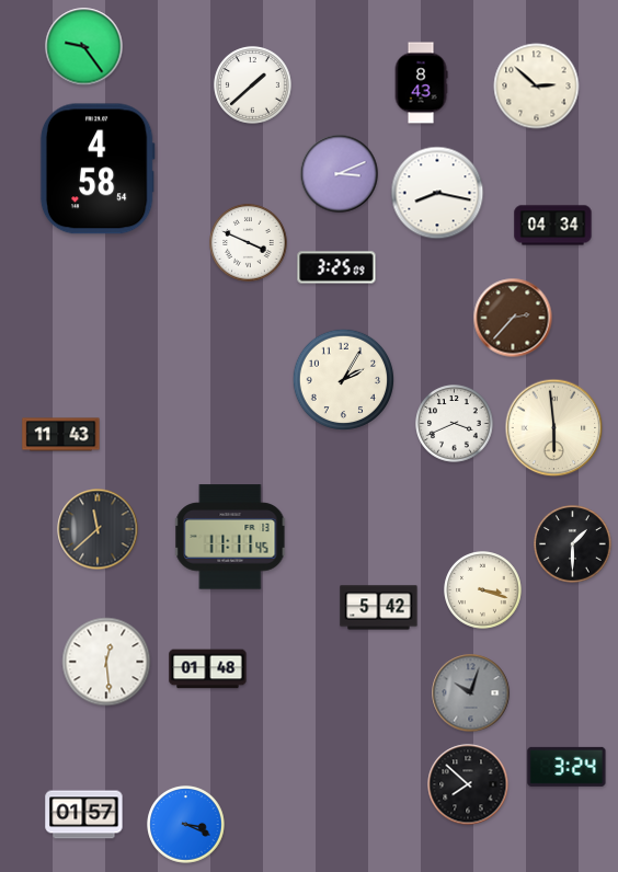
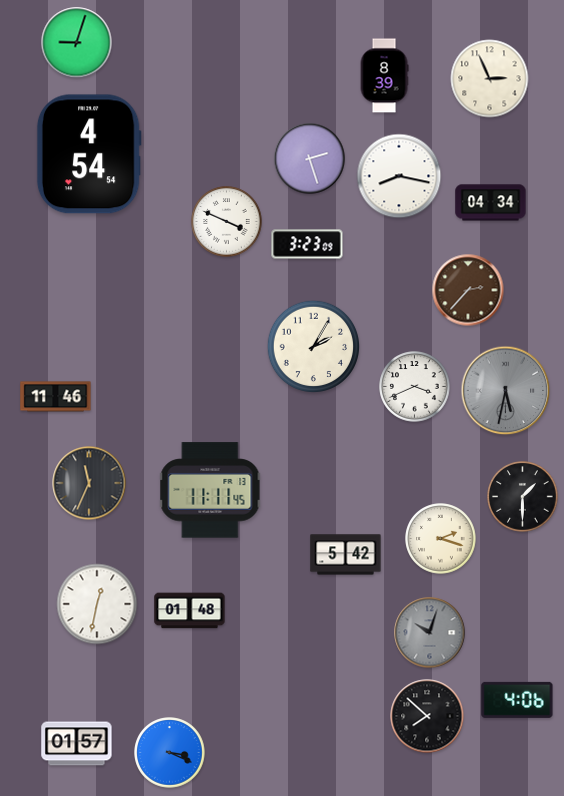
clock at (84, 47): 9:24 -> 9:03
clock at (421, 83): 8:43 -> 8:39
clock at (253, 85): 1:38 -> none
clock at (537, 87): 2:52 -> 2:56
clock at (98, 169): 4:58 -> 4:54
clock at (340, 174): 3:11 -> 2:27
clock at (553, 226) position: (553, 226) -> (491, 203)
clock at (336, 267): 3:25 -> 3:23
clock at (554, 428): 5:59 -> 5:32
clock at (554, 428) dial: cream -> grey
clock at (61, 435): 11:43 -> 11:46
clock at (98, 529): 11:38 -> 11:34
clock at (483, 590): 3:18 -> 2:18
clock at (106, 662): 12:29 -> 12:32
clock at (566, 767): 3:24 -> 4:06
